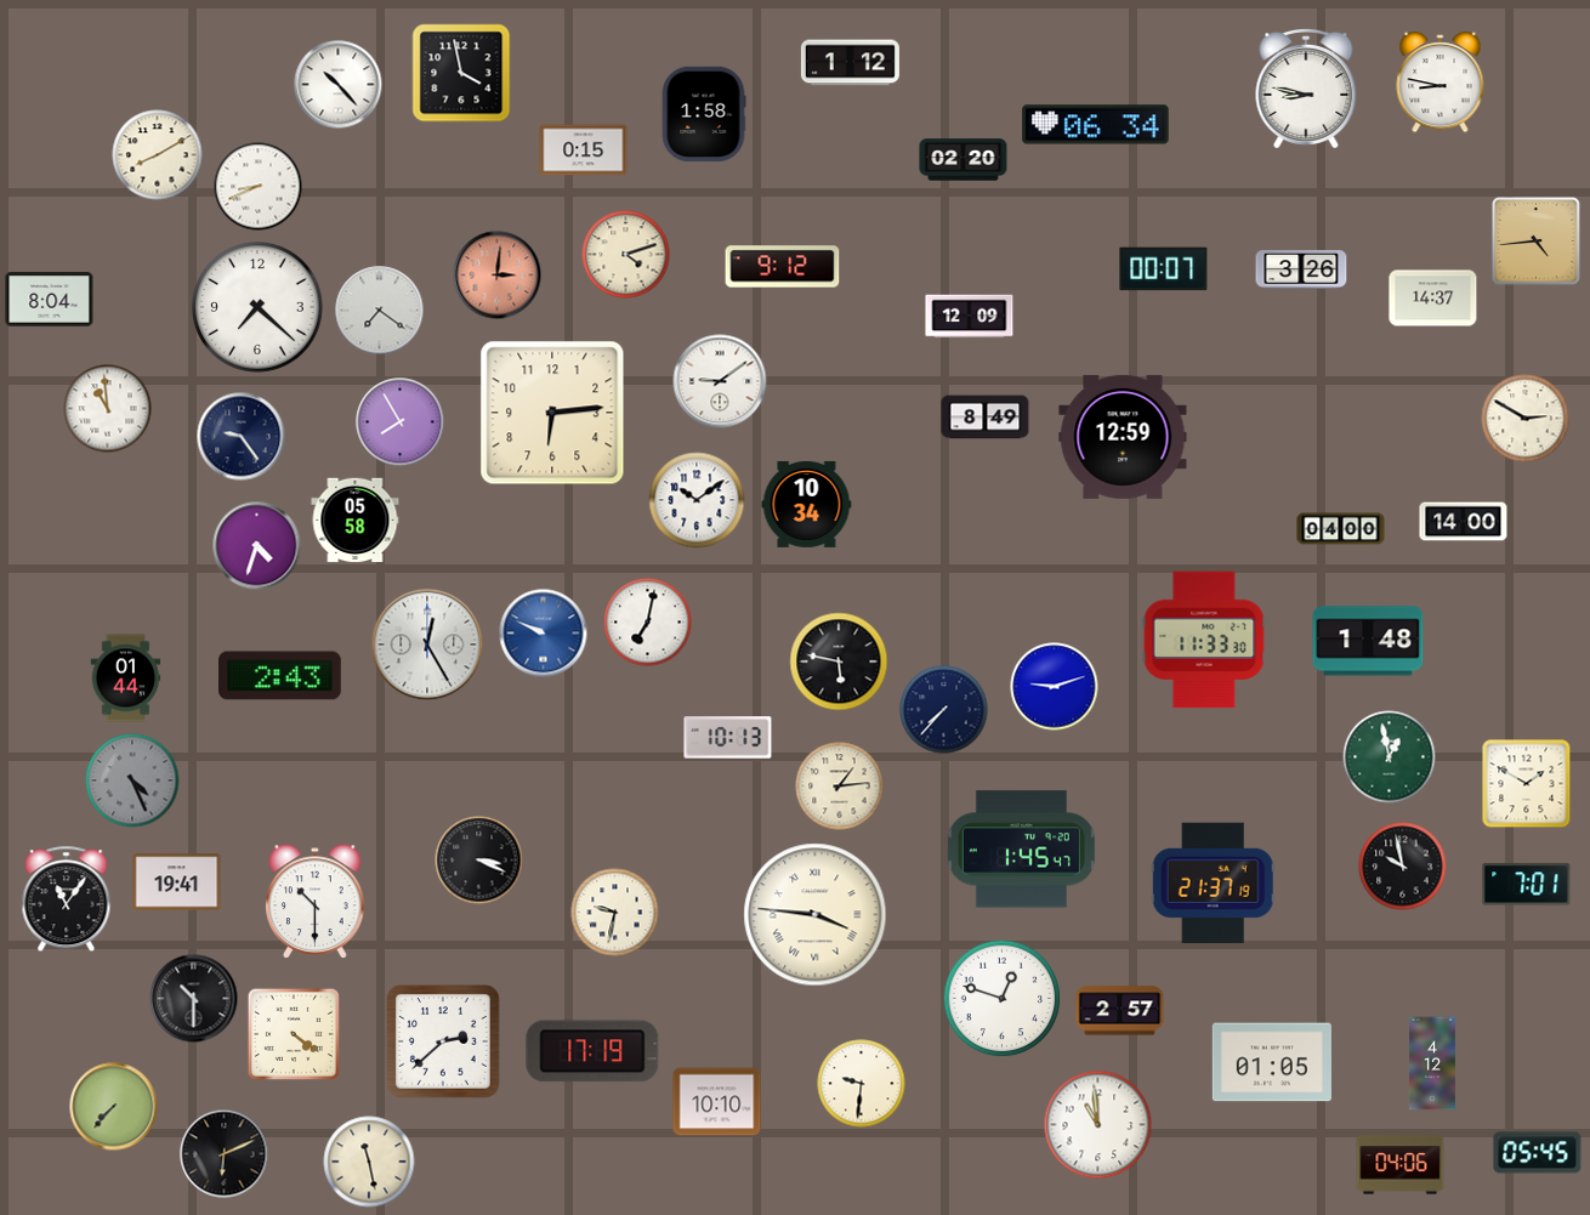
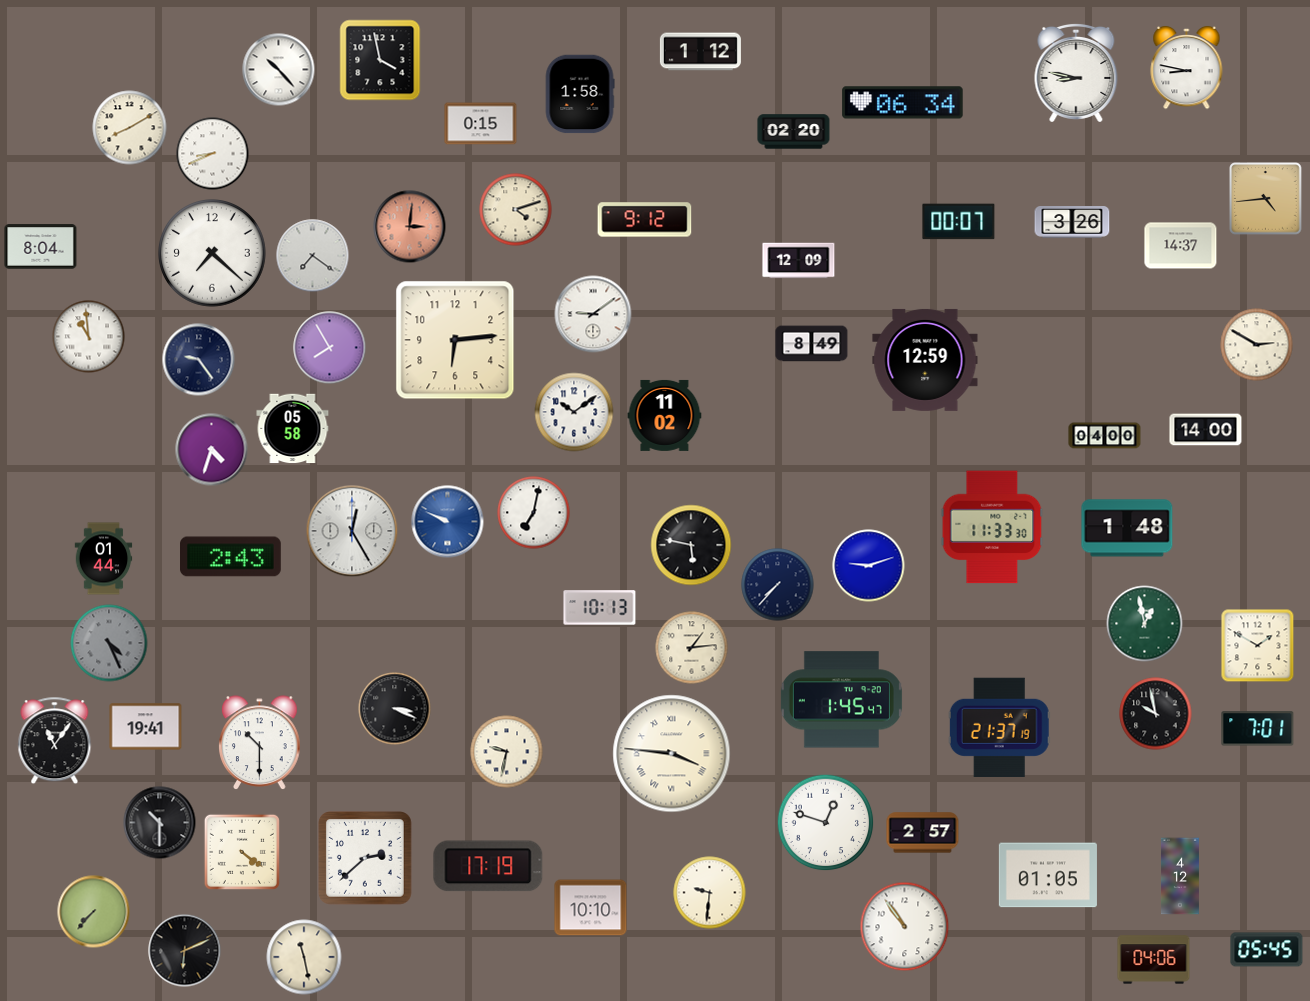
clock at (807, 504): 10:34 -> 11:02
clock at (1098, 1125): 10:59 -> 10:54
